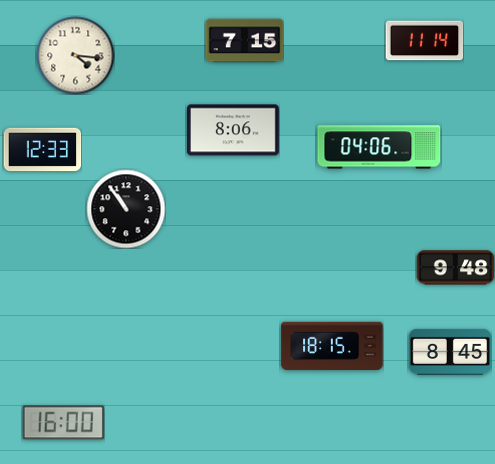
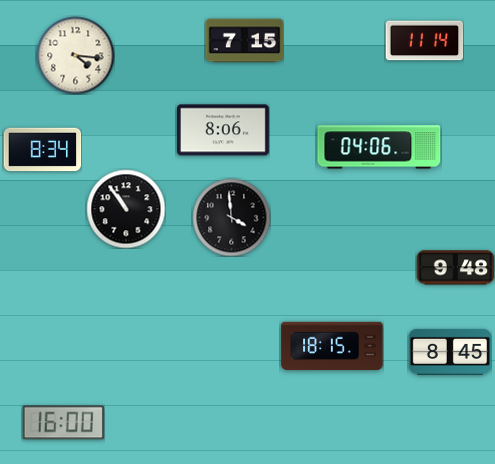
clock at (233, 130) position: (233, 130) -> (223, 130)
clock at (42, 150): 12:33 -> 8:34
clock at (231, 217): none -> 3:59
